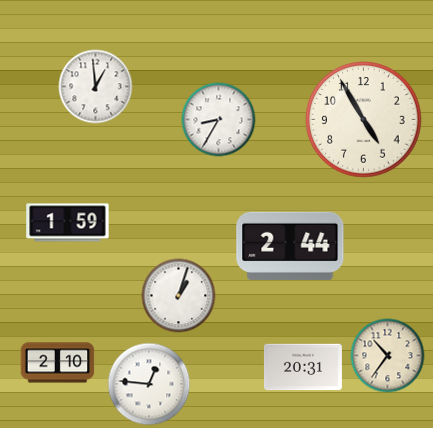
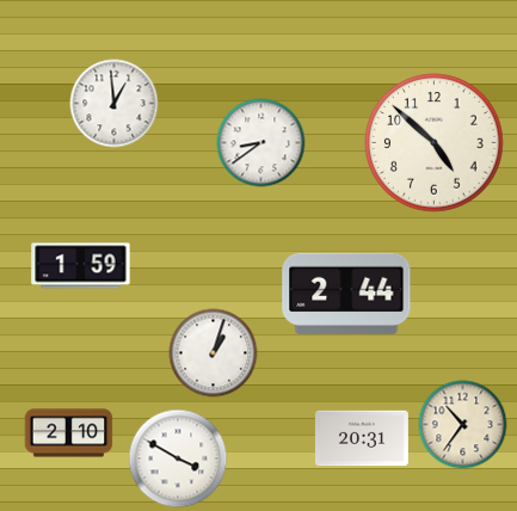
clock at (219, 120): 8:35 -> 8:39
clock at (364, 120): 4:55 -> 4:52
clock at (149, 384): 12:46 -> 3:50
